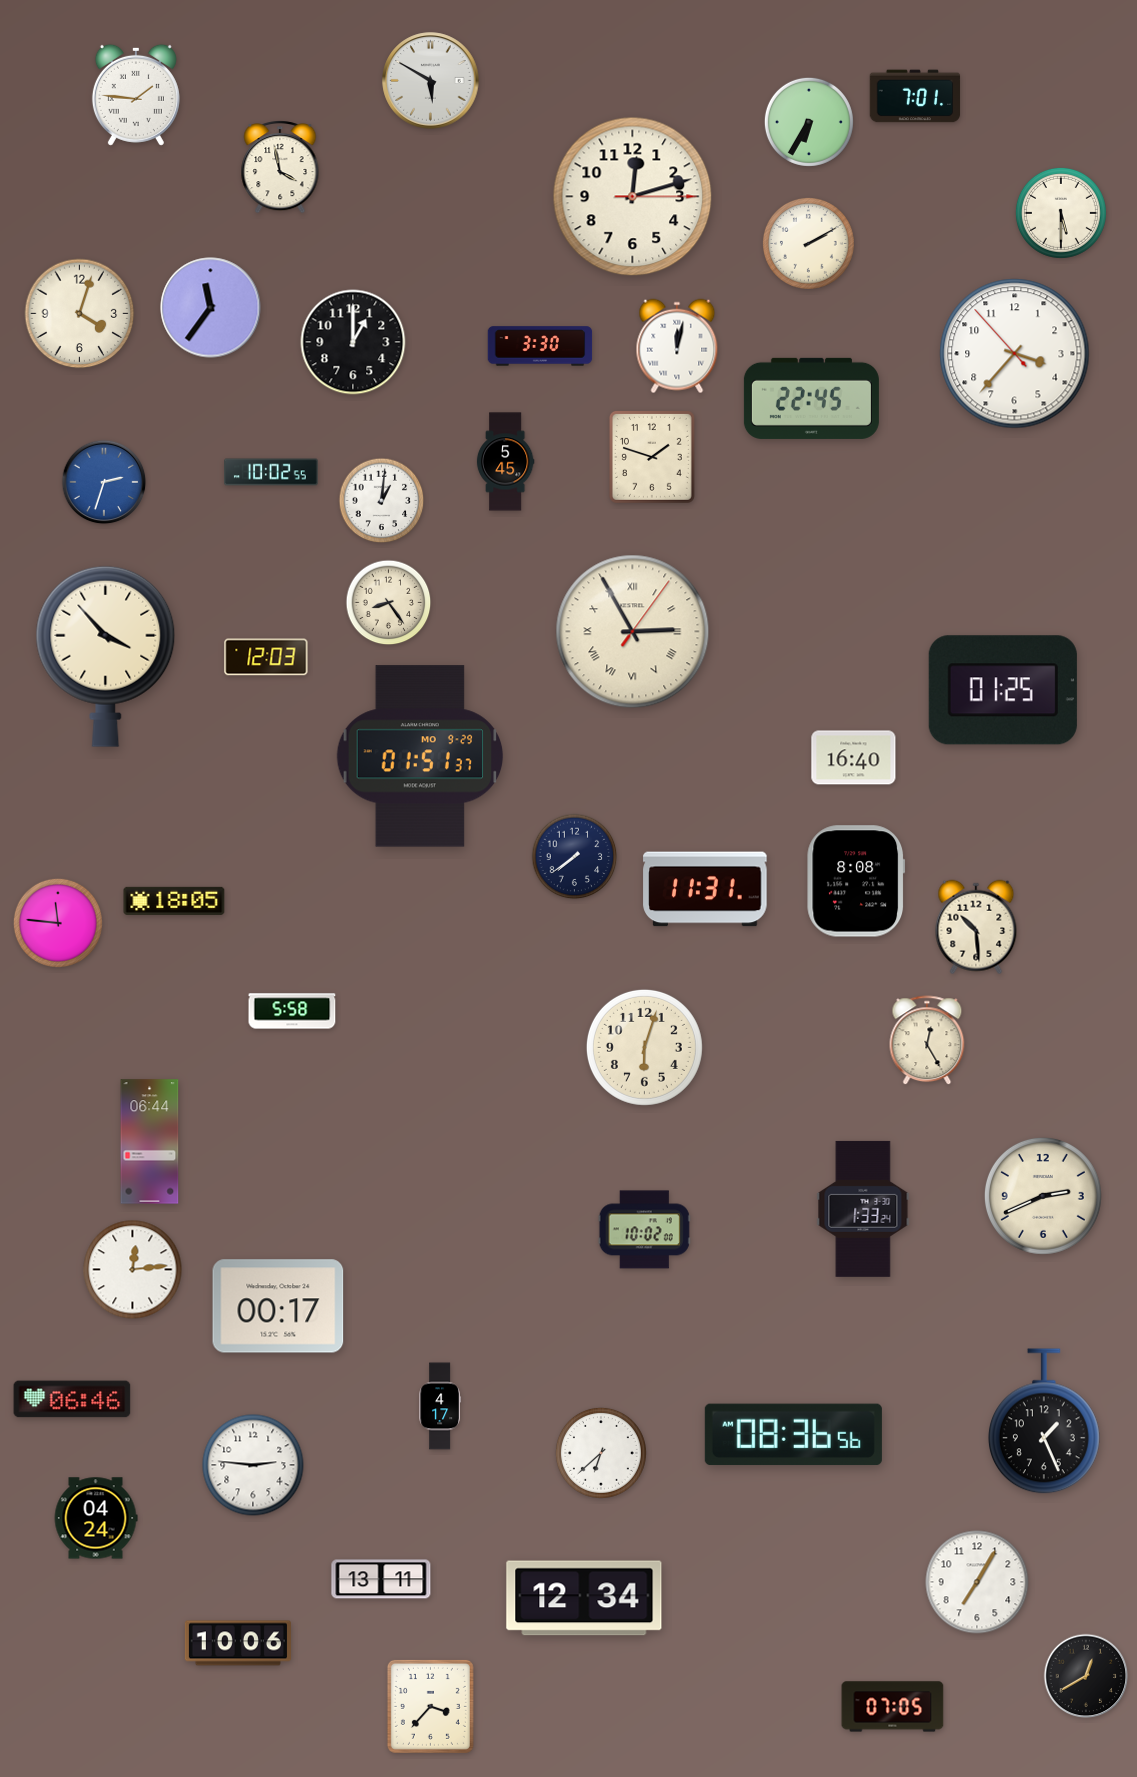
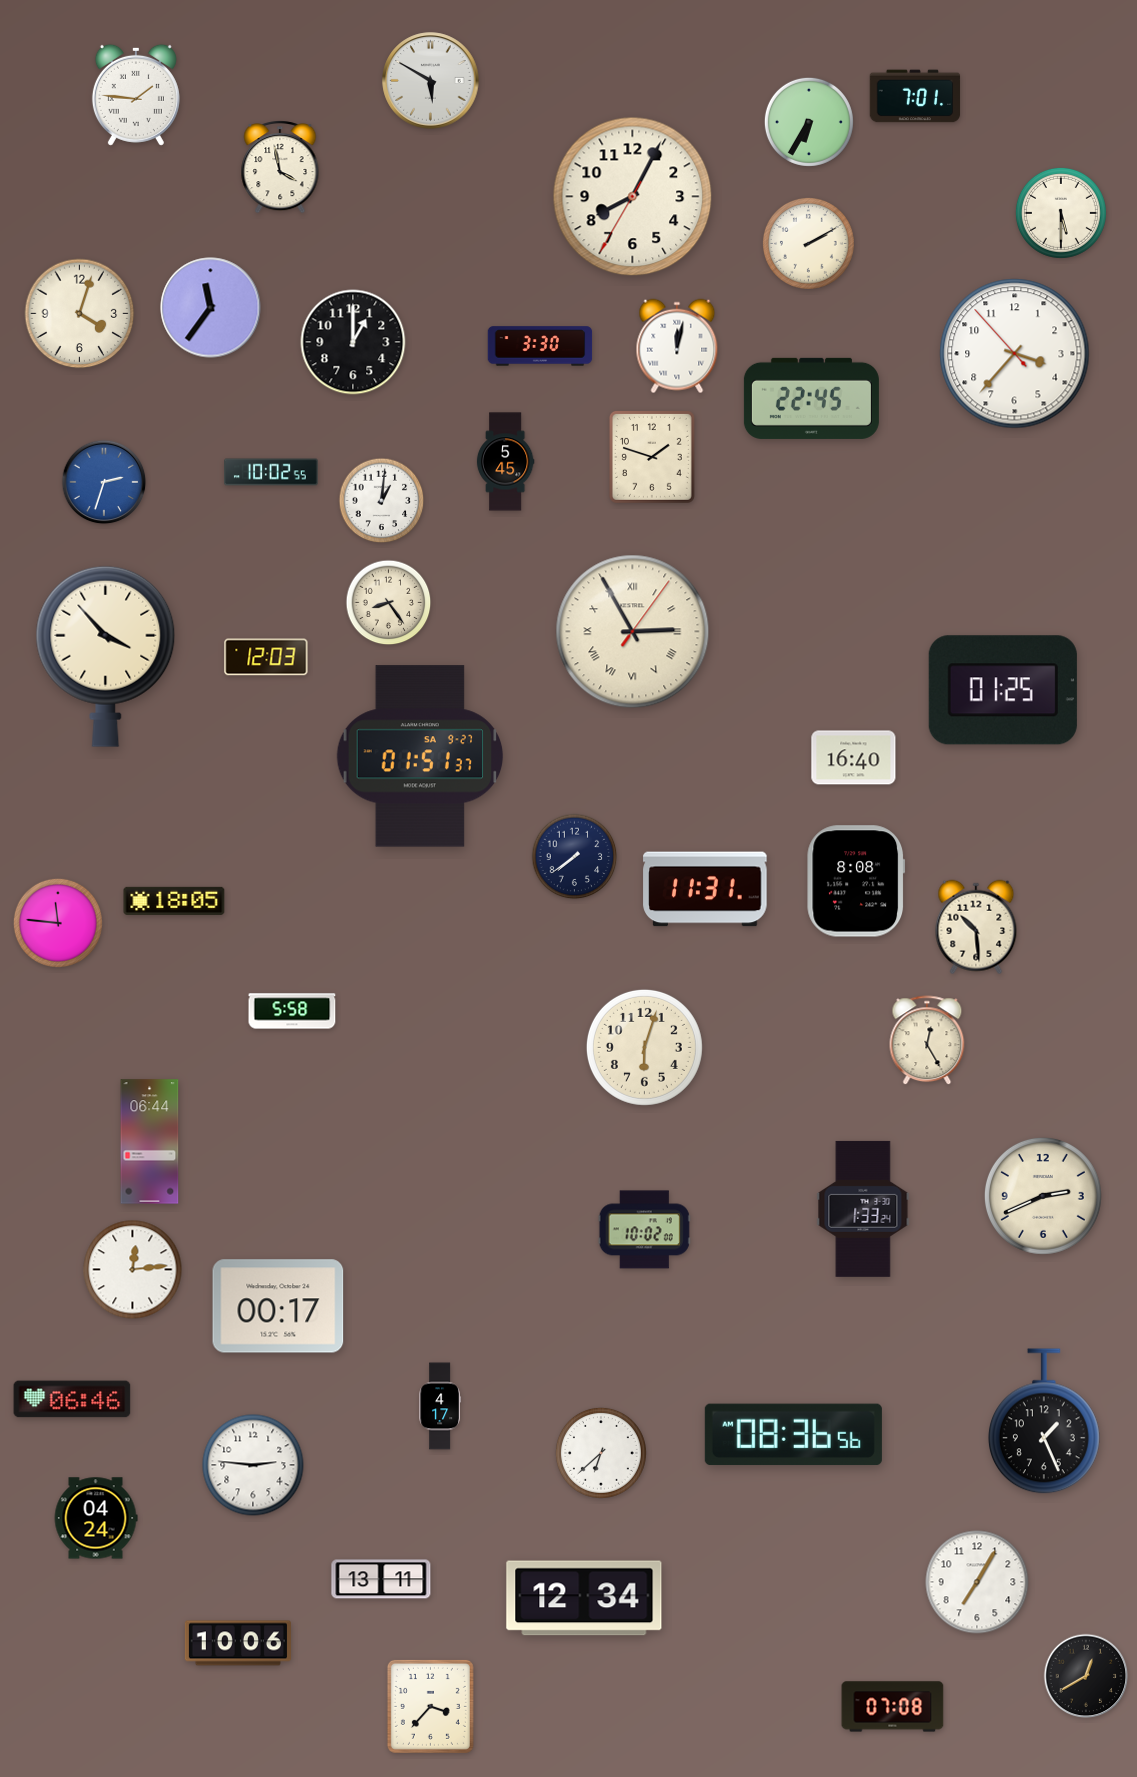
clock at (633, 197): 12:12 -> 8:04
clock at (420, 756) date: MO 9-29 -> SA 9-27
clock at (893, 1707): 07:05 -> 07:08
